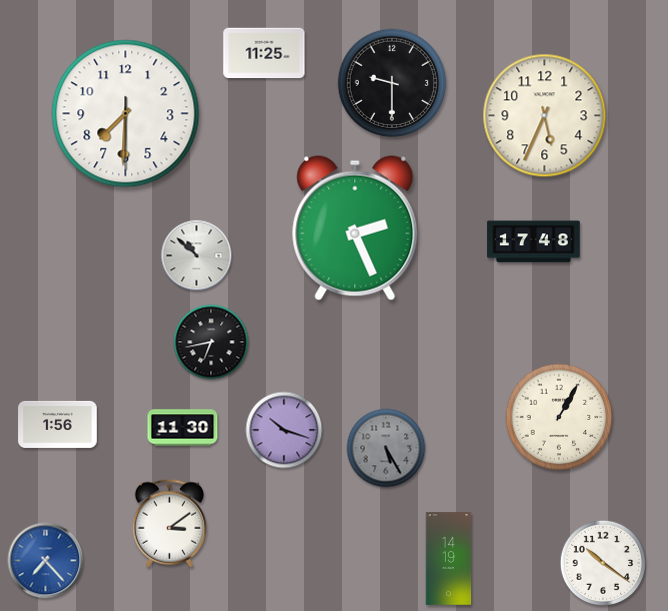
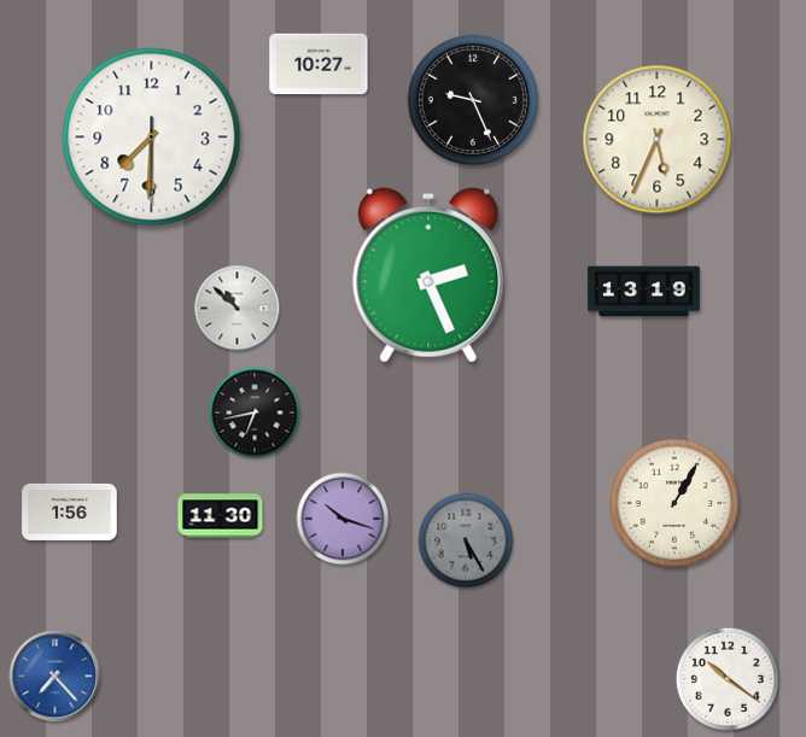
clock at (264, 53): 11:25 -> 10:27
clock at (392, 83): 9:30 -> 9:26
clock at (534, 242): 17:48 -> 13:19
clock at (170, 524): 3:09 -> none
clock at (449, 559): 14:19 -> none
